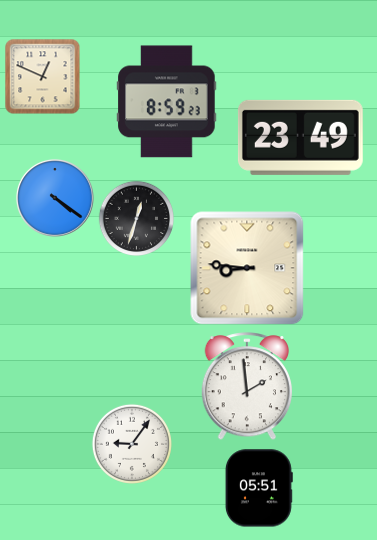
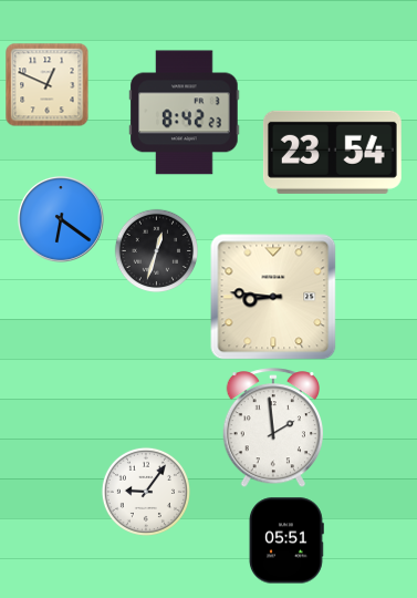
clock at (167, 102): 8:59 -> 8:42
clock at (300, 137): 23:49 -> 23:54
clock at (55, 198): 4:21 -> 6:21
clock at (136, 218) position: (136, 218) -> (156, 250)
